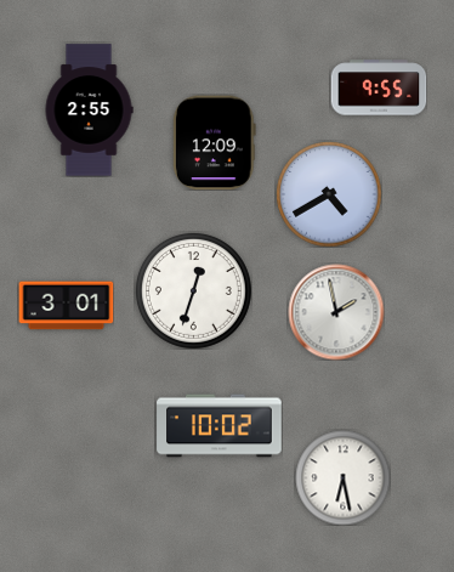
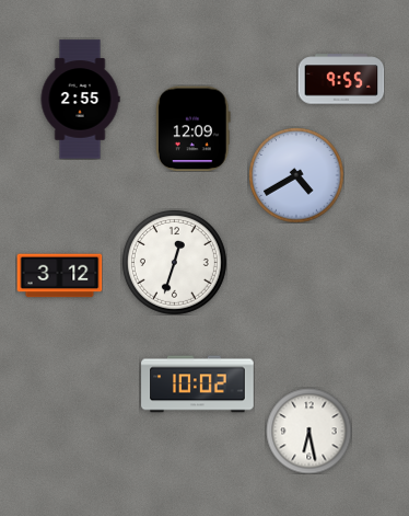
clock at (66, 306): 3:01 -> 3:12
clock at (336, 312): 1:58 -> none
